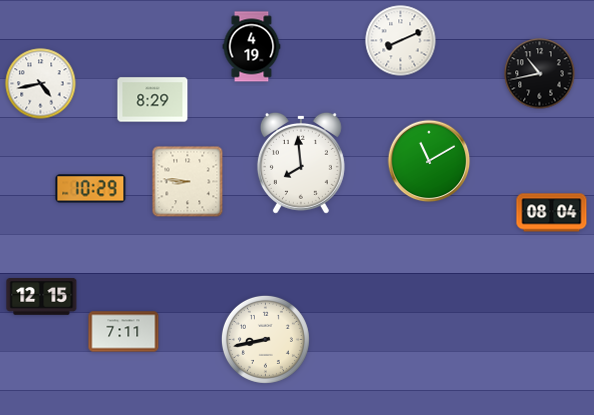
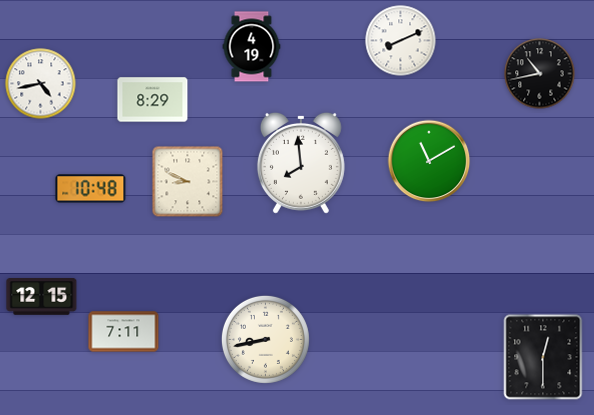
clock at (188, 182): 8:46 -> 8:49
clock at (91, 189): 10:29 -> 10:48
clock at (552, 213): 08:04 -> none
clock at (543, 357): none -> 12:30
